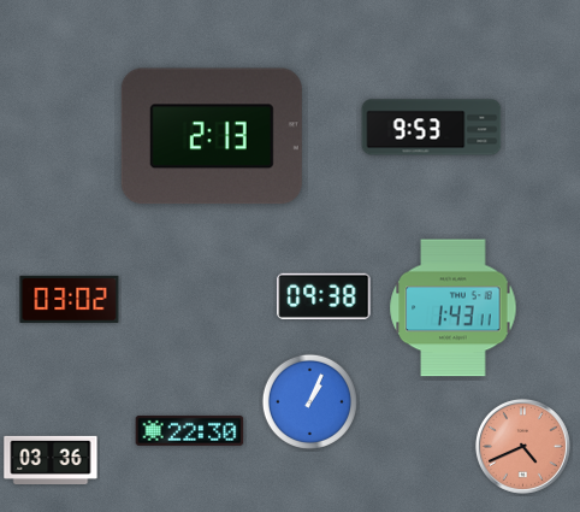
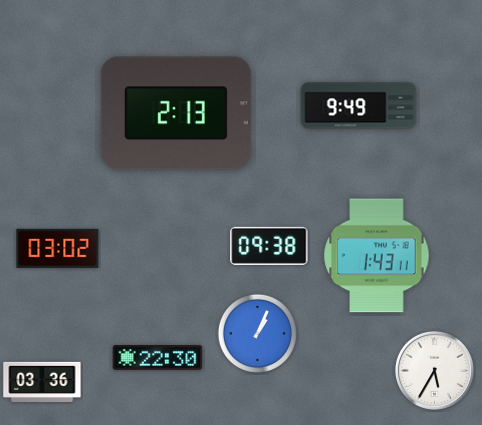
clock at (432, 128): 9:53 -> 9:49
clock at (522, 446): 4:41 -> 5:35
clock at (522, 446) dial: salmon -> white
